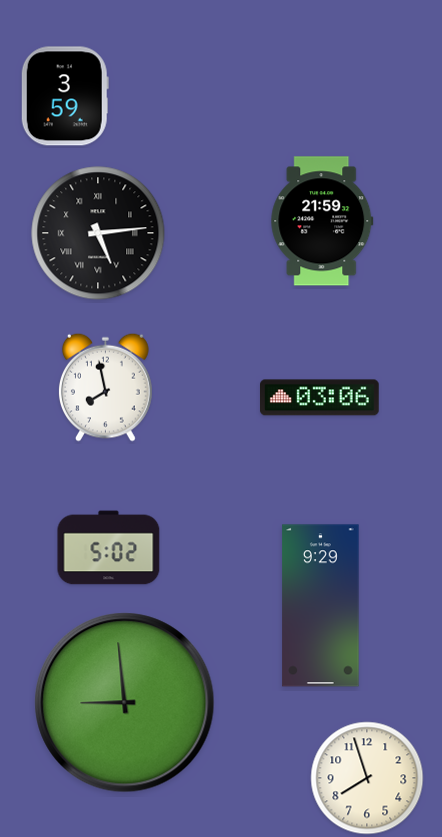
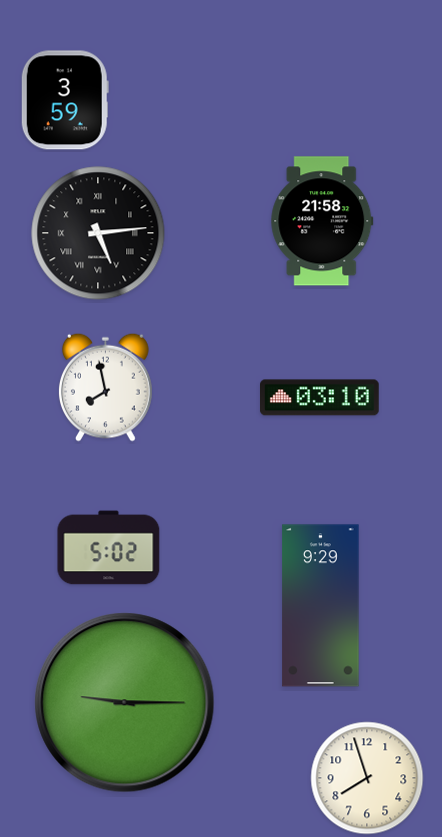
clock at (65, 96) position: (65, 96) -> (65, 100)
clock at (322, 221): 21:59 -> 21:58
clock at (320, 398): 03:06 -> 03:10
clock at (125, 703): 8:59 -> 9:15
